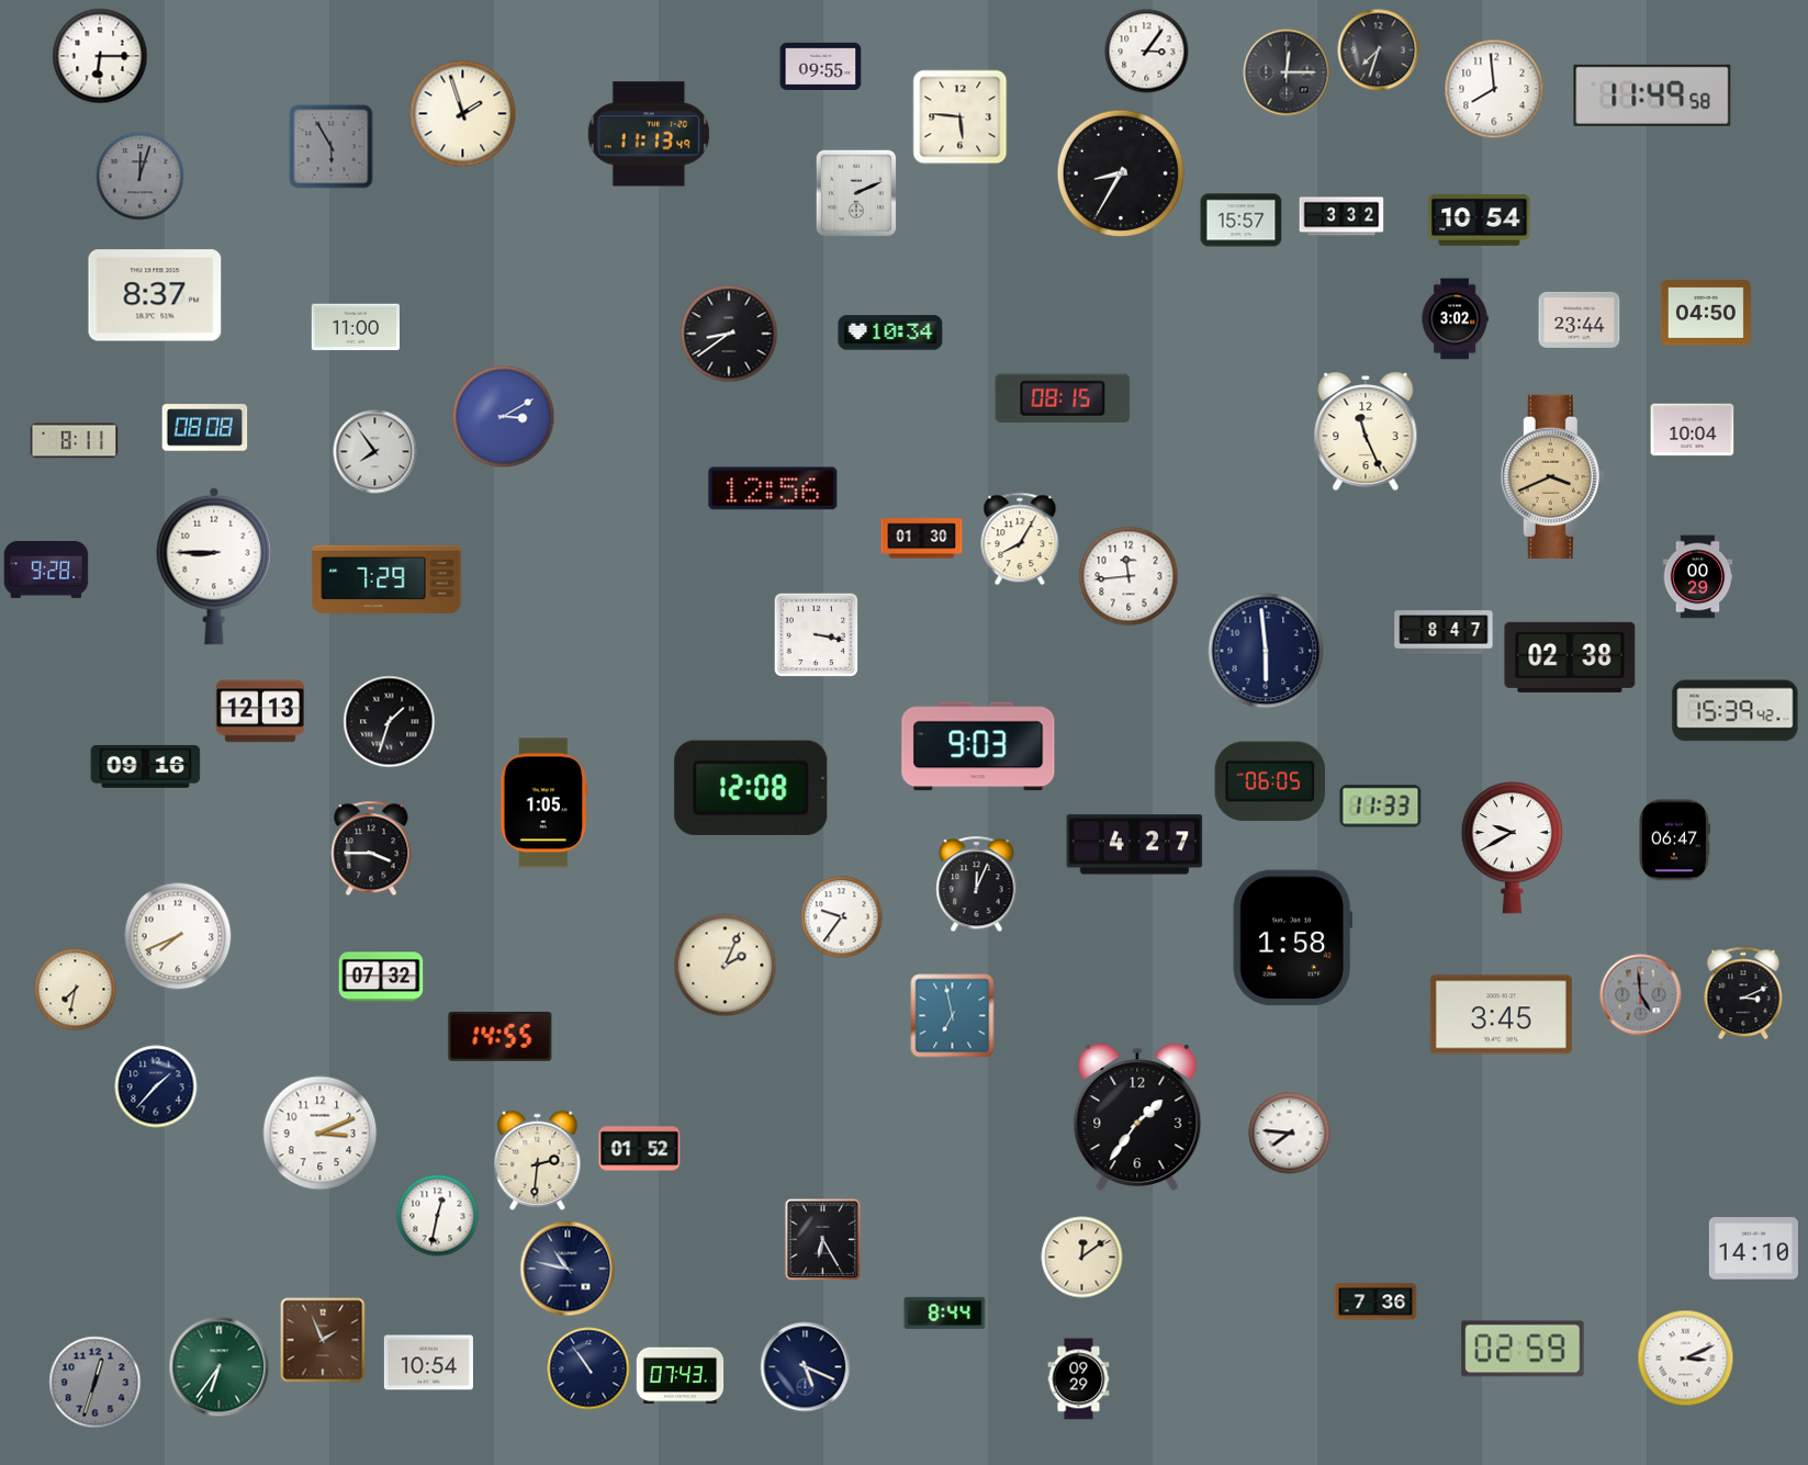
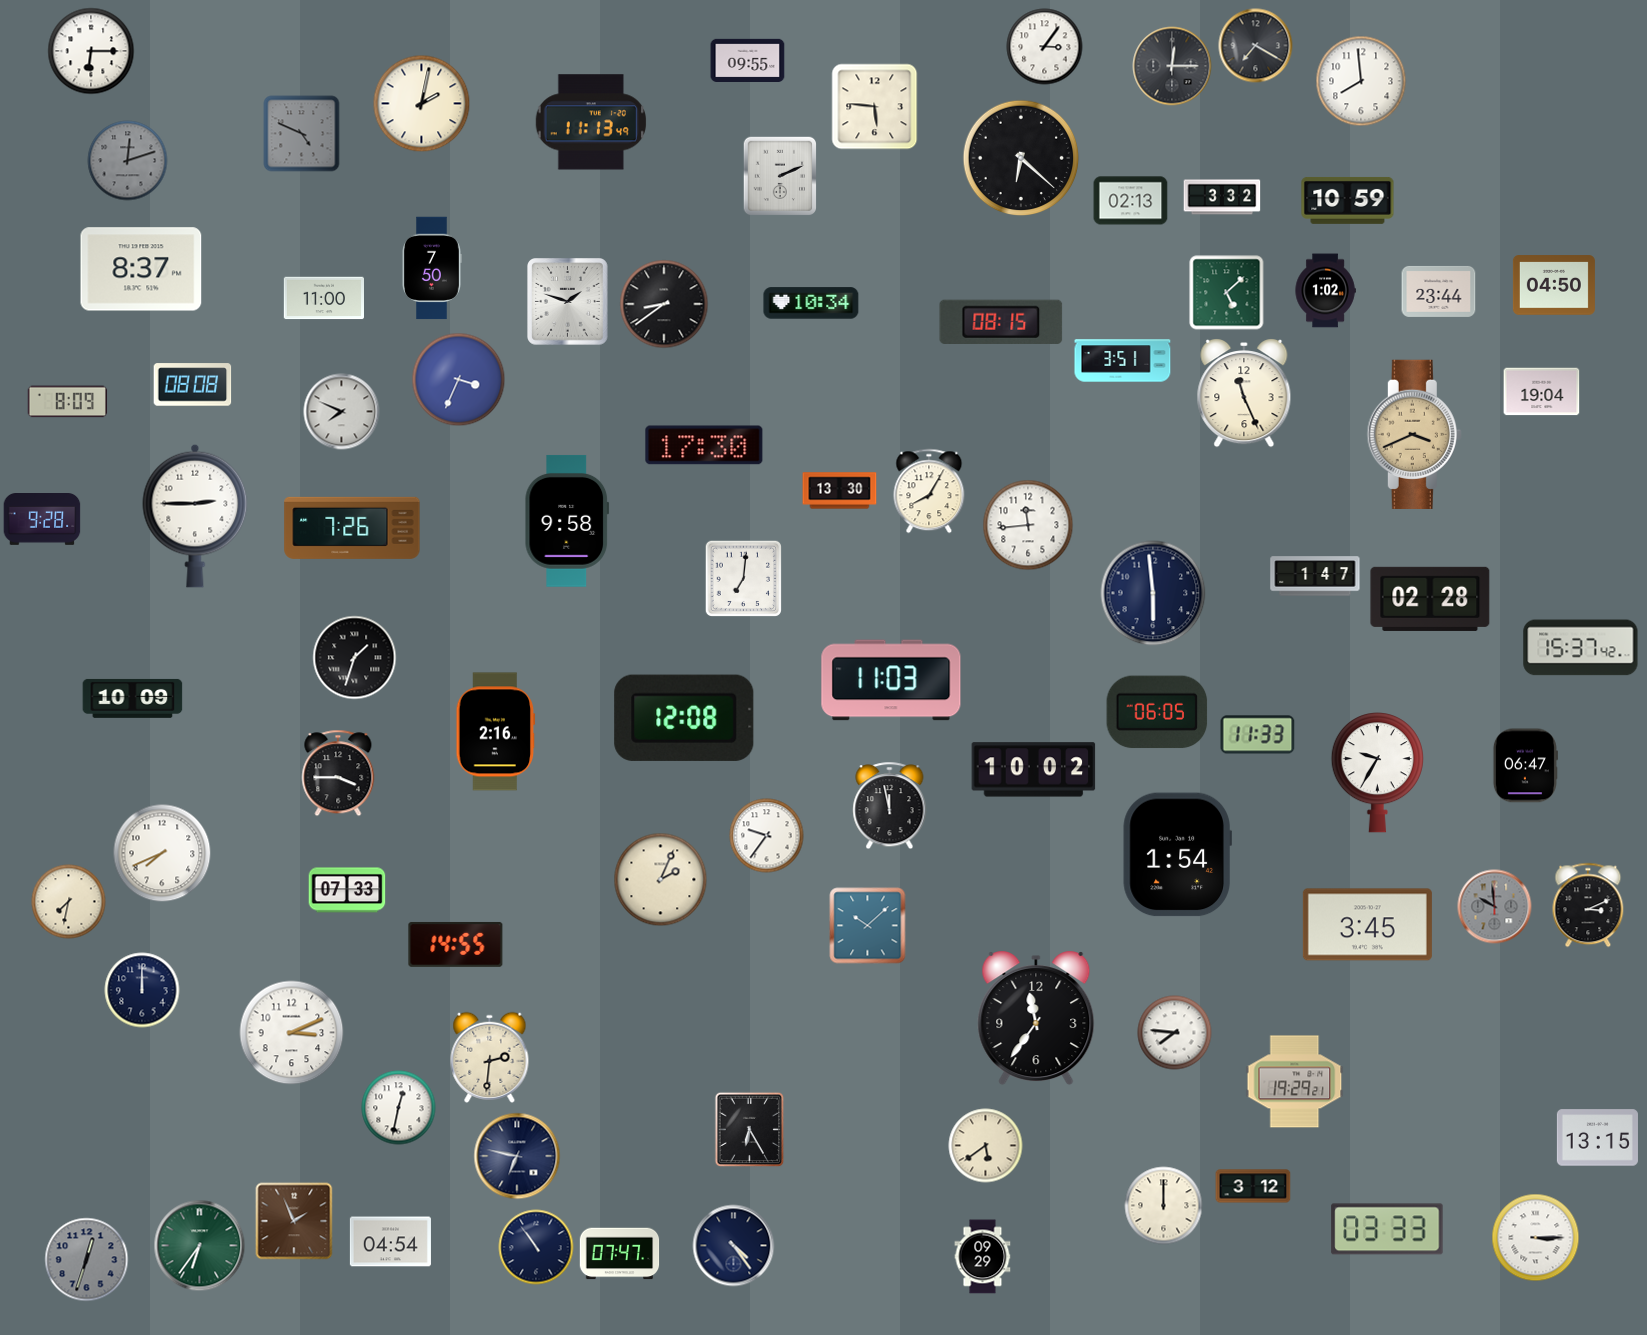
clock at (1379, 50): 7:33 -> 7:20
clock at (1652, 95): 11:49 -> none
clock at (463, 114): 1:57 -> 2:02
clock at (332, 147): 5:55 -> 4:49
clock at (1121, 173): 8:35 -> 6:22
clock at (141, 177): 12:03 -> 12:12
clock at (1480, 219): 10:54 -> 10:59
clock at (1242, 221): 15:57 -> 02:13
clock at (432, 268): none -> 7:50
clock at (1455, 319): 3:02 -> 1:02
clock at (1227, 293): none -> 5:08
clock at (568, 302): none -> 1:48
clock at (1123, 361): none -> 3:51
clock at (1063, 398) position: (1063, 398) -> (1001, 322)
clock at (504, 417): 3:10 -> 3:34
clock at (205, 428) position: (205, 428) -> (193, 385)
clock at (1693, 430): 10:04 -> 19:04
clock at (75, 441): 8:11 -> 8:09
clock at (375, 452): 7:54 -> 7:49
clock at (773, 488): 12:56 -> 17:30
clock at (922, 539): 01:30 -> 13:30
clock at (214, 566): 8:45 -> 2:45
clock at (567, 521): none -> 9:58
clock at (1698, 577): 00:29 -> none
clock at (386, 579): 7:29 -> 7:26
clock at (1444, 632): 8:47 -> 1:47
clock at (816, 634): 3:17 -> 7:01
clock at (1570, 657): 02:38 -> 02:28
clock at (260, 711): 12:13 -> none
clock at (1736, 711): 15:39 -> 15:37
clock at (978, 746): 9:03 -> 11:03
clock at (146, 766): 09:16 -> 10:09
clock at (544, 803): 1:05 -> 2:16
clock at (1135, 845): 4:27 -> 10:02
clock at (1512, 848): 9:40 -> 9:35
clock at (977, 884): 12:04 -> 11:58
clock at (1292, 938): 1:58 -> 1:54
clock at (381, 977): 07:32 -> 07:33
clock at (1641, 995): 4:59 -> 9:59
clock at (953, 1016): 6:58 -> 10:08
clock at (156, 1086): 1:37 -> 12:00
clock at (1137, 1117): 1:36 -> 11:36
clock at (640, 1149): 01:52 -> none
clock at (1295, 1082): none -> 19:29
clock at (1753, 1249): 14:10 -> 13:15
clock at (1082, 1258): 12:09 -> 5:39
clock at (568, 1269): 10:47 -> 6:47
clock at (1375, 1301): 7:36 -> 3:12
clock at (945, 1312): 8:44 -> none
clock at (1164, 1206): none -> 12:00
clock at (1523, 1349): 02:59 -> 03:33
clock at (1686, 1359): 3:11 -> 3:15
clock at (428, 1363): 10:54 -> 04:54
clock at (806, 1367): 5:19 -> 4:24
clock at (681, 1376): 07:43 -> 07:47
